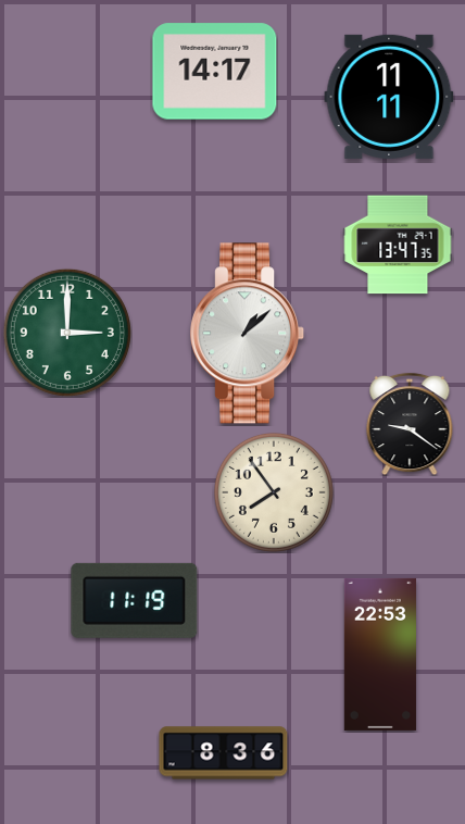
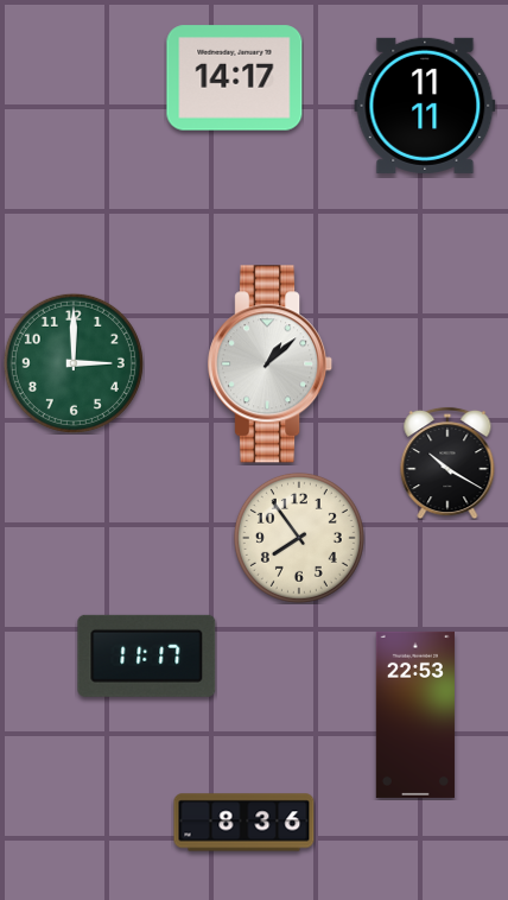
clock at (398, 245): 13:47 -> none
clock at (410, 424): 9:21 -> 10:20
clock at (135, 600): 11:19 -> 11:17
